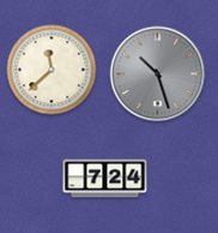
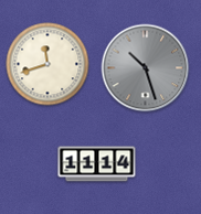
clock at (52, 70): 11:38 -> 11:42
clock at (105, 179): 7:24 -> 11:14
